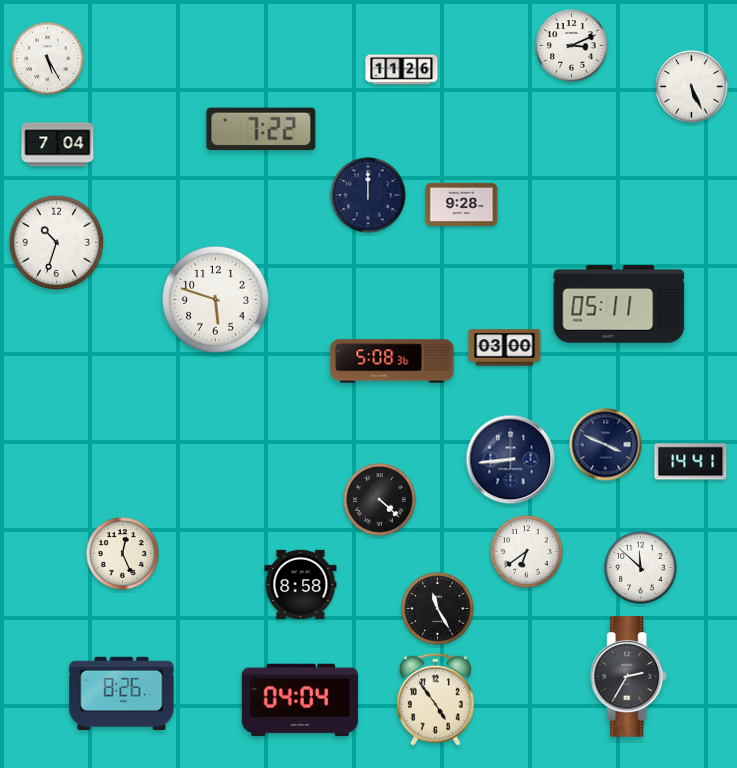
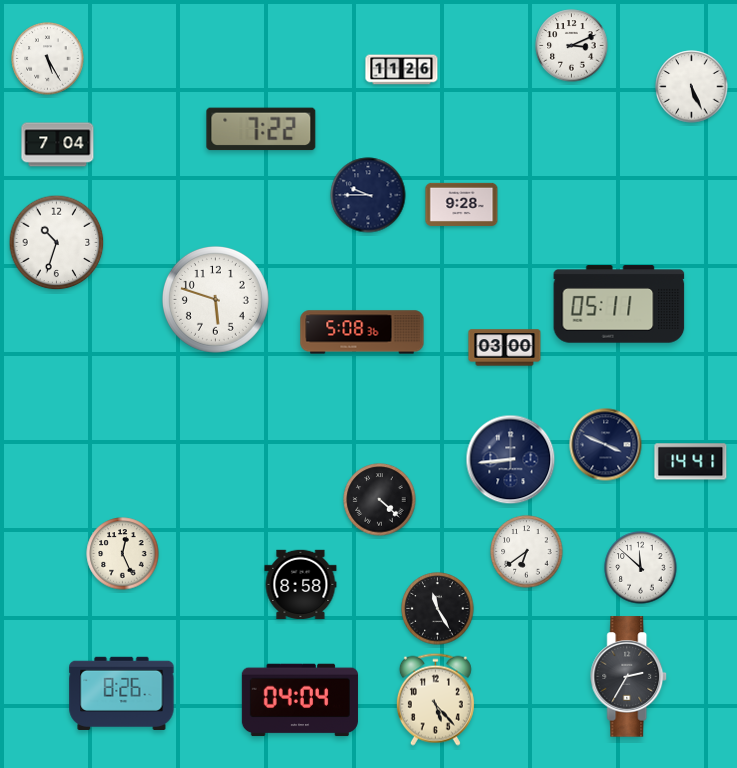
clock at (368, 195): 12:00 -> 9:45
clock at (392, 361) position: (392, 361) -> (362, 332)
clock at (435, 699): 4:54 -> 5:23
